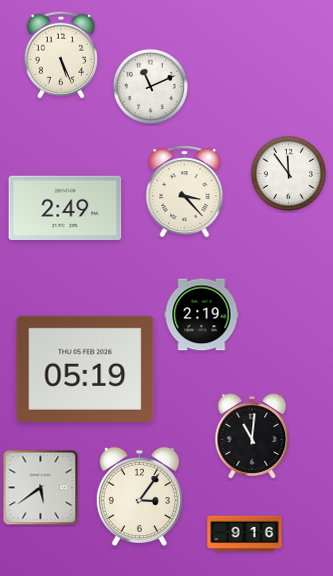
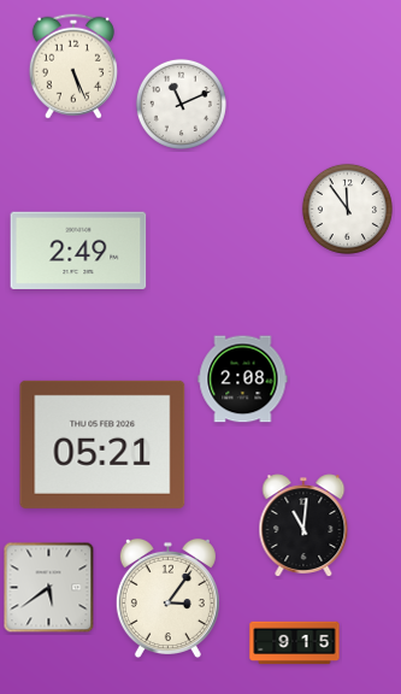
clock at (185, 192): 3:23 -> none
clock at (202, 315): 2:19 -> 2:08
clock at (85, 369): 05:19 -> 05:21
clock at (245, 534): 9:16 -> 9:15
